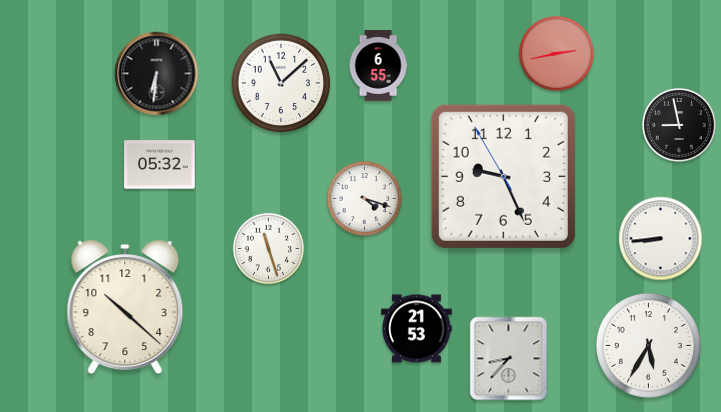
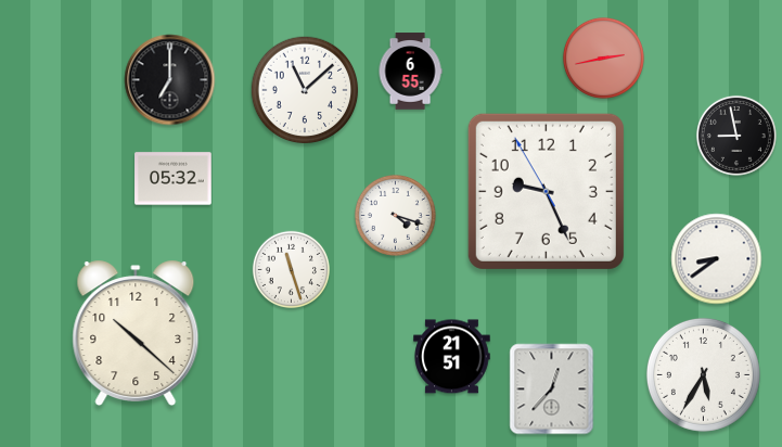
clock at (157, 74): 6:31 -> 7:00
clock at (661, 239): 8:44 -> 8:39
clock at (417, 329): 21:53 -> 21:51
clock at (509, 359): 8:37 -> 12:37
